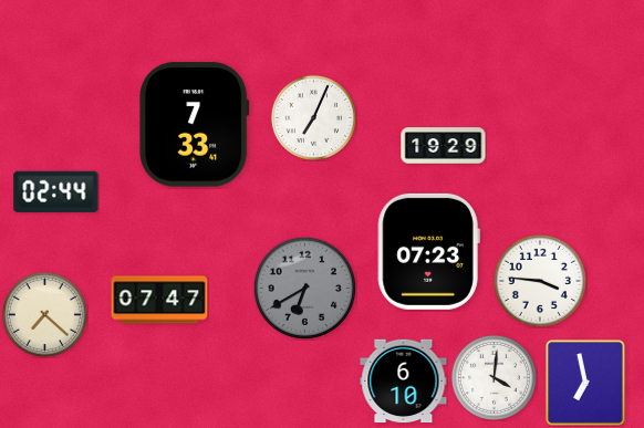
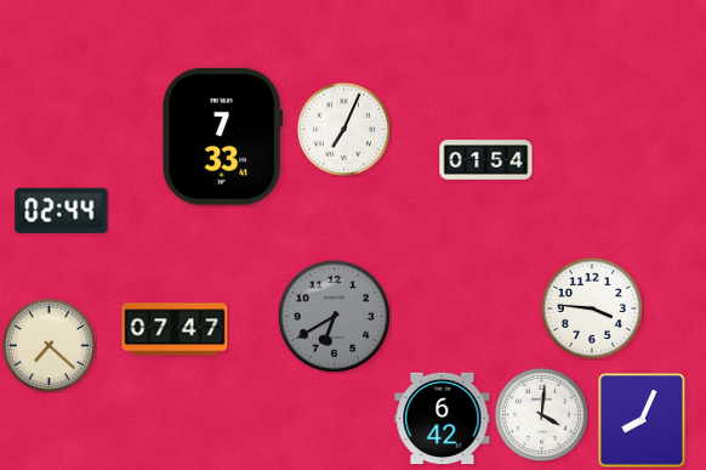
clock at (195, 125) position: (195, 125) -> (223, 137)
clock at (444, 146): 19:29 -> 01:54
clock at (428, 251): 07:23 -> none
clock at (404, 382): 6:10 -> 6:42
clock at (585, 383): 6:58 -> 8:04
